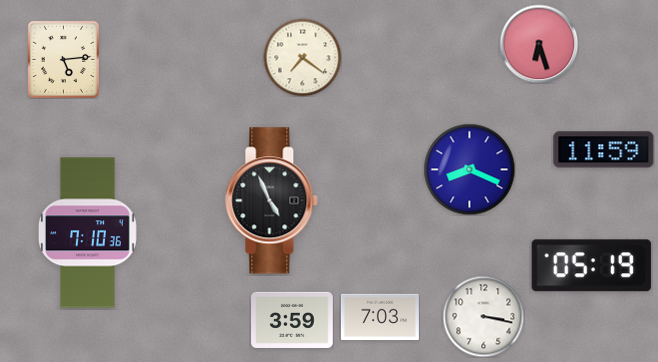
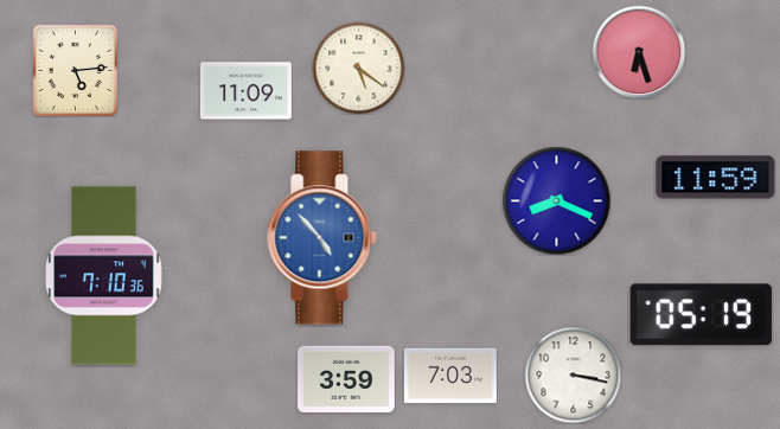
clock at (302, 57): 7:21 -> 5:21
clock at (245, 91): none -> 11:09
clock at (272, 201): 4:56 -> 4:53
clock at (272, 201) dial: black -> blue
